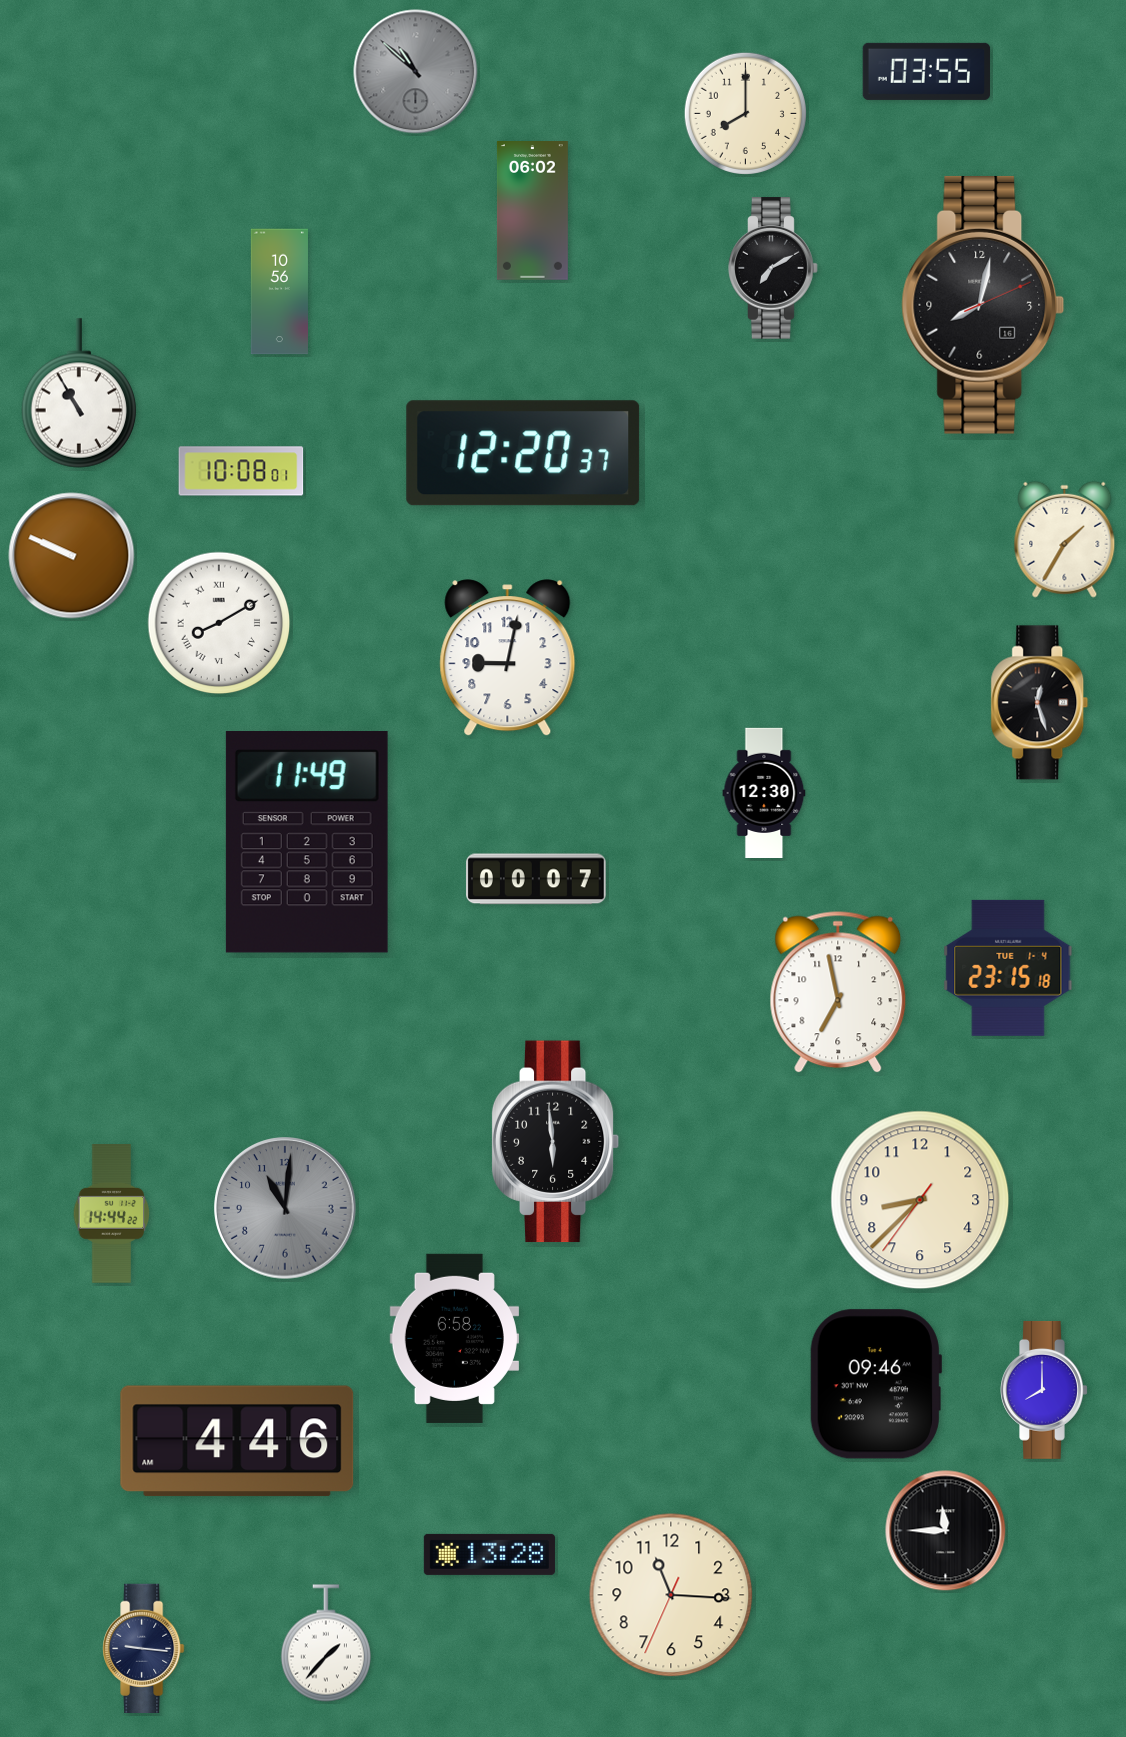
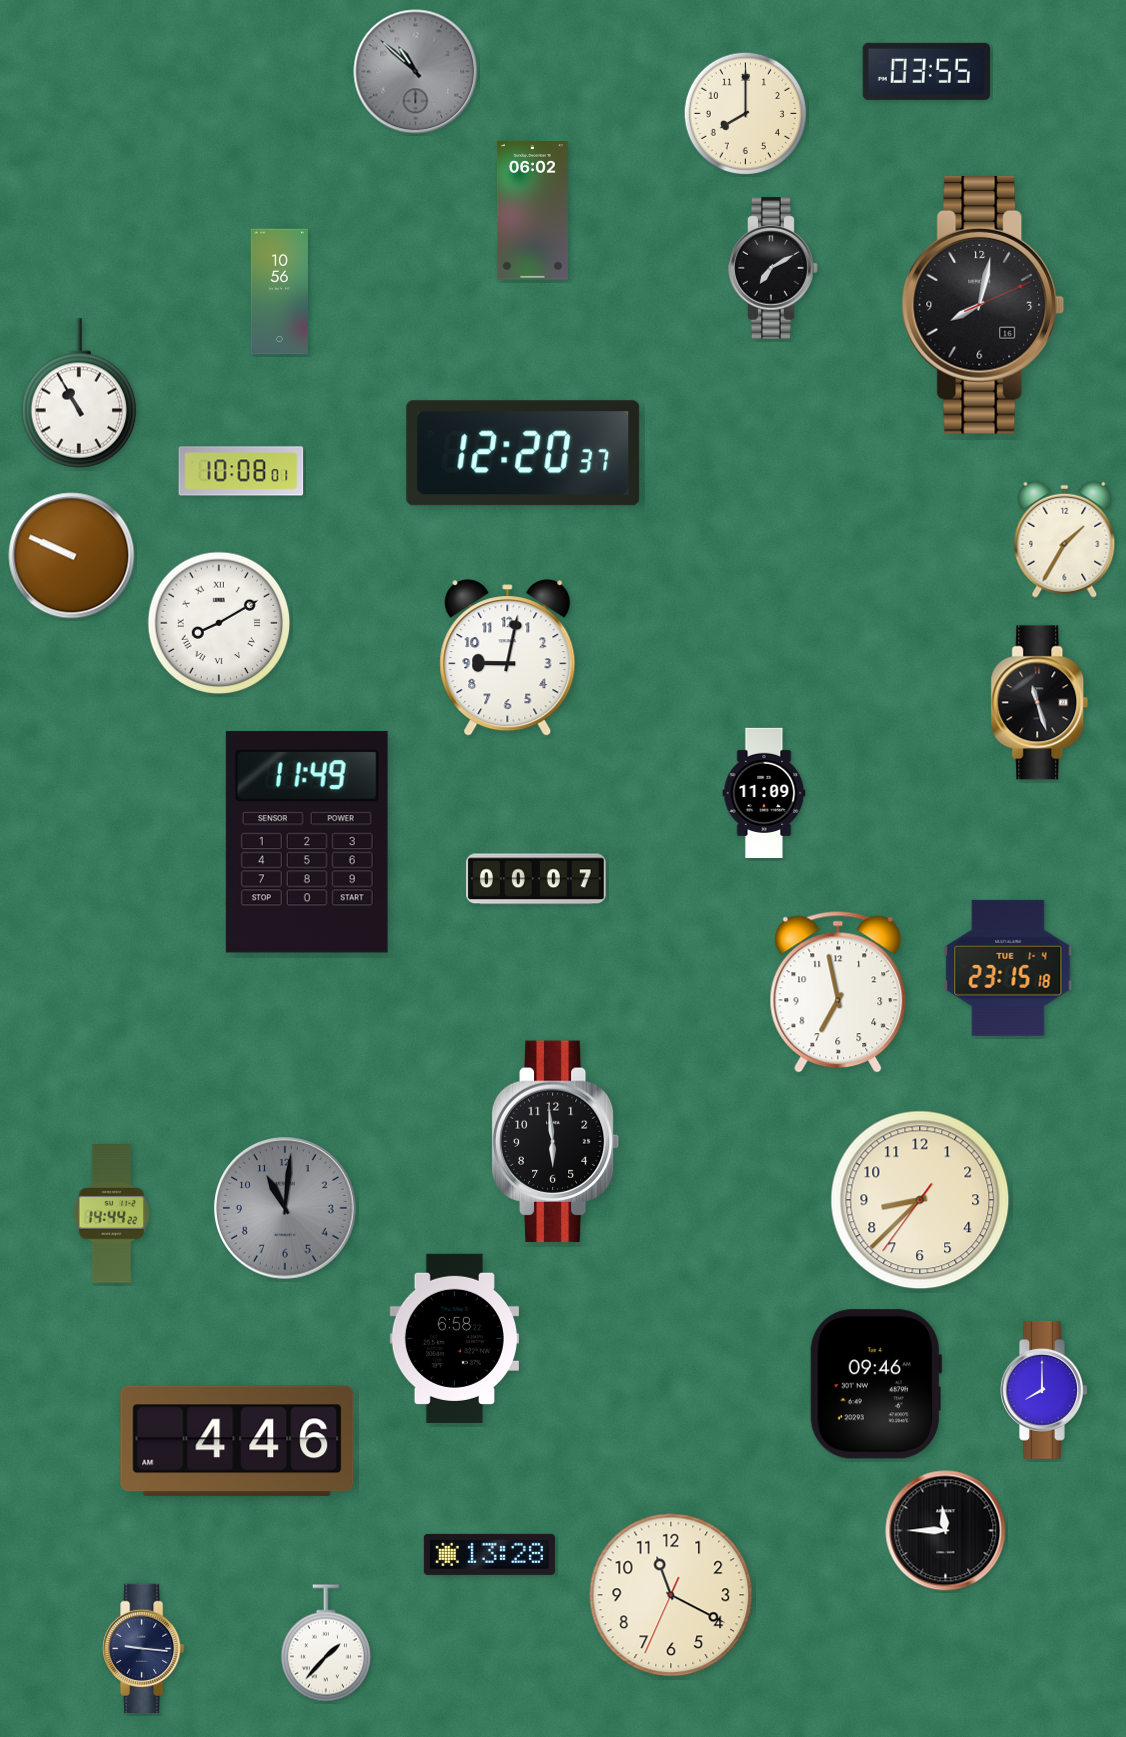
clock at (1040, 703): 12:27 -> 11:27
clock at (764, 792): 12:30 -> 11:09
clock at (671, 1595): 11:15 -> 11:19
